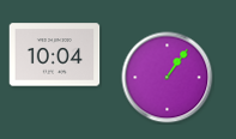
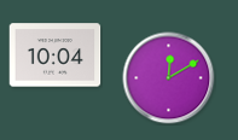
clock at (168, 78): 1:06 -> 12:10
